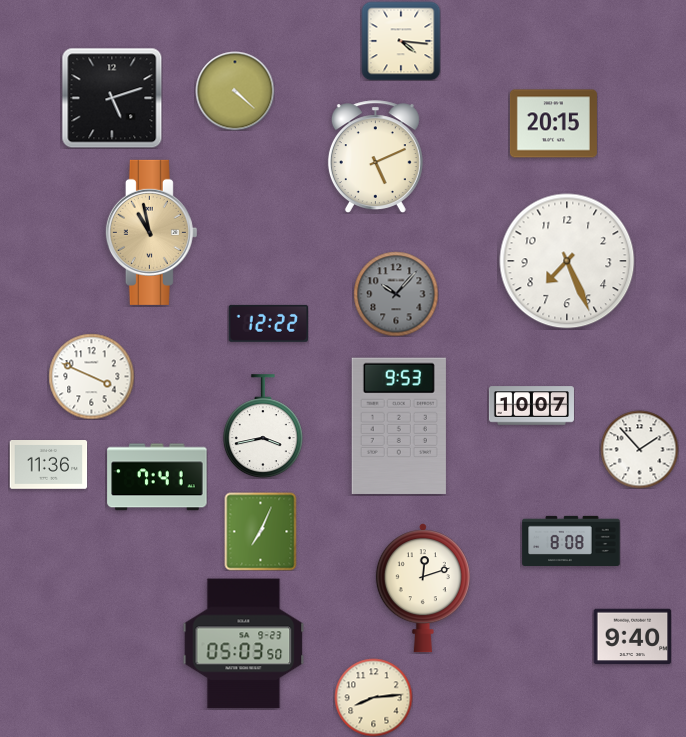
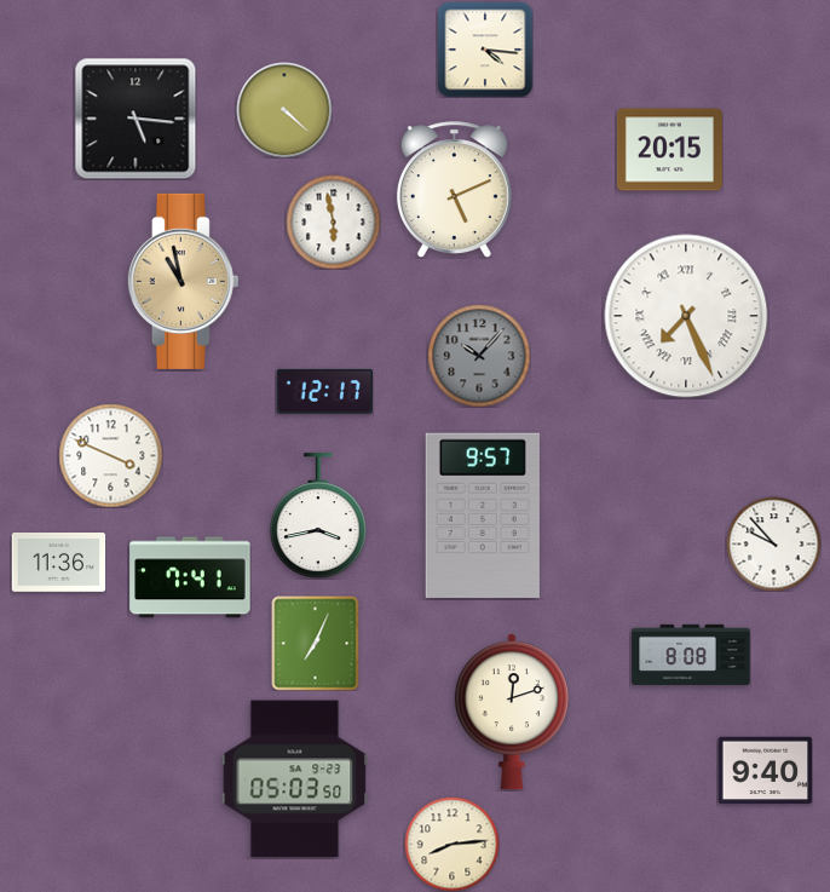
clock at (112, 98): 5:12 -> 5:16
clock at (333, 221): none -> 5:58
clock at (567, 261) numerals: Arabic -> Roman
clock at (268, 323): 12:22 -> 12:17
clock at (531, 406): 10:07 -> none
clock at (399, 426): 9:53 -> 9:57
clock at (639, 449): 1:53 -> 9:53
